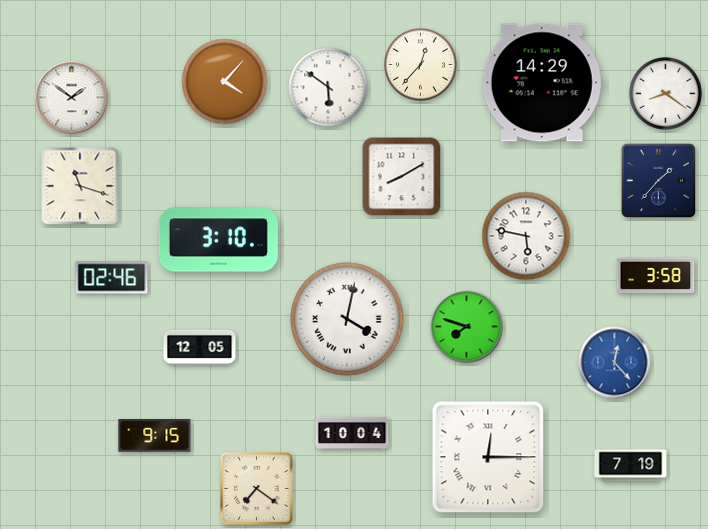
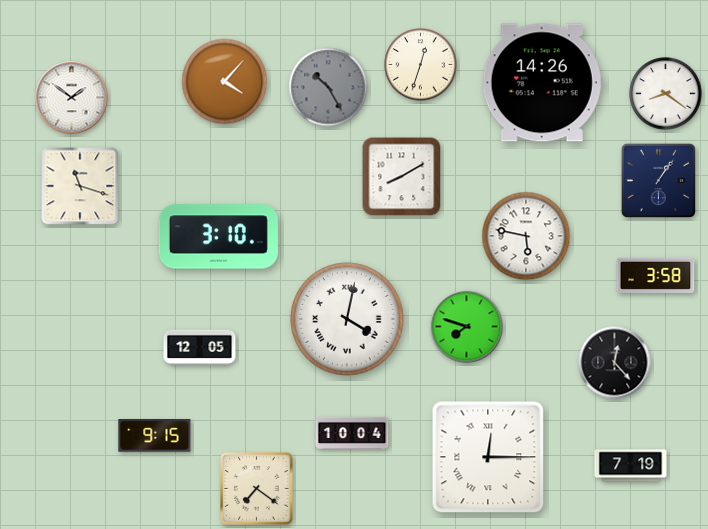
clock at (421, 65): 12:37 -> 12:33
clock at (542, 83): 14:29 -> 14:26
clock at (328, 87): 5:51 -> 10:25
clock at (328, 87) dial: white -> grey
clock at (658, 180): 1:37 -> 1:06
clock at (218, 240) position: (218, 240) -> (218, 237)
clock at (112, 278): 02:46 -> none
clock at (615, 363) dial: blue -> black
